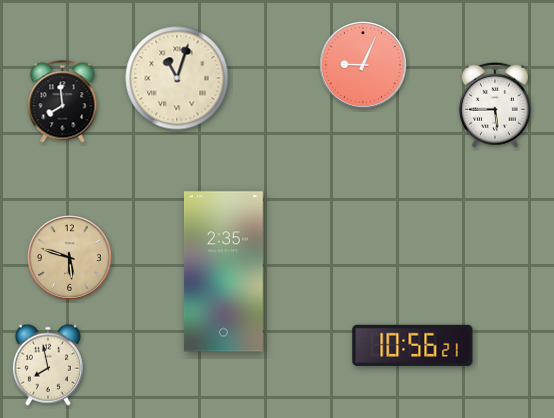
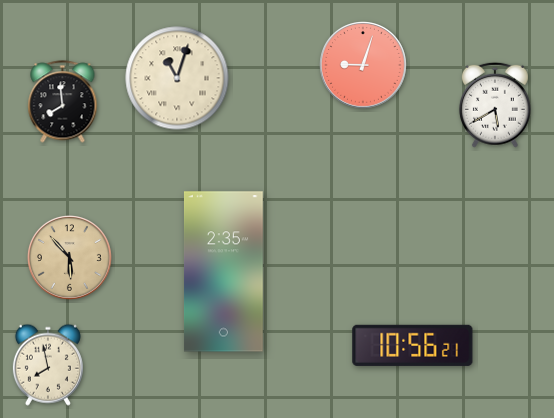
clock at (364, 66): 9:04 -> 9:03
clock at (495, 105): 5:45 -> 5:40
clock at (69, 257): 5:48 -> 5:53
